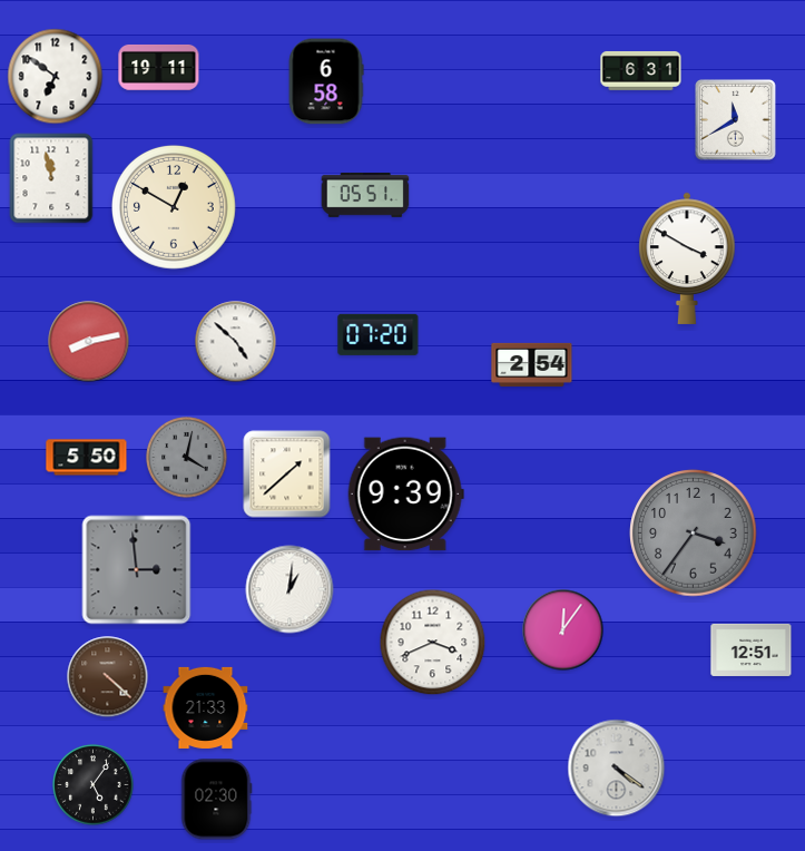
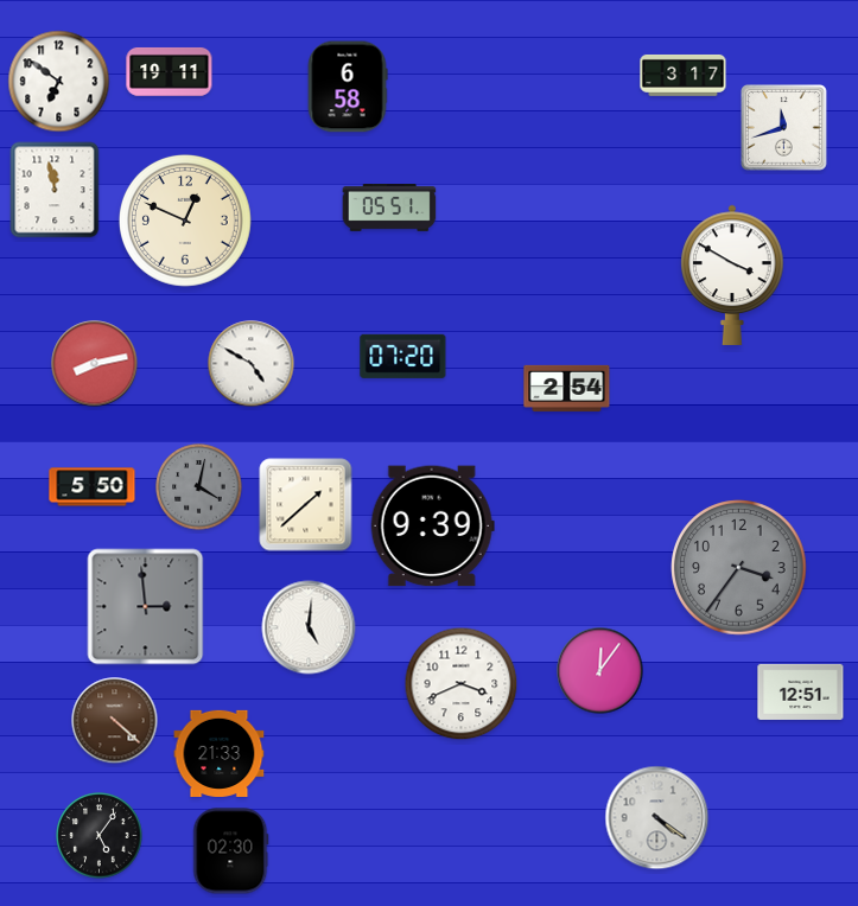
clock at (641, 70): 6:31 -> 3:17
clock at (736, 120): 11:40 -> 11:42
clock at (174, 207): 12:50 -> 12:49
clock at (236, 342): 4:52 -> 4:50
clock at (289, 589): 1:01 -> 5:01
